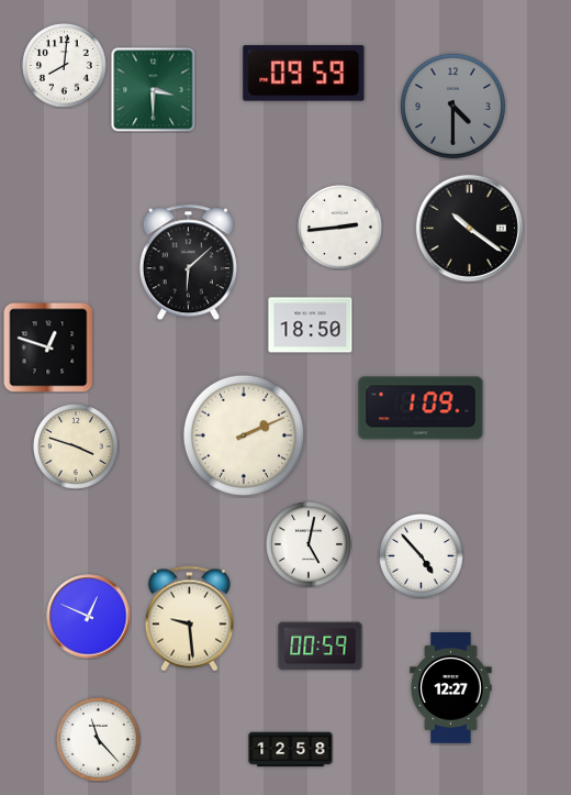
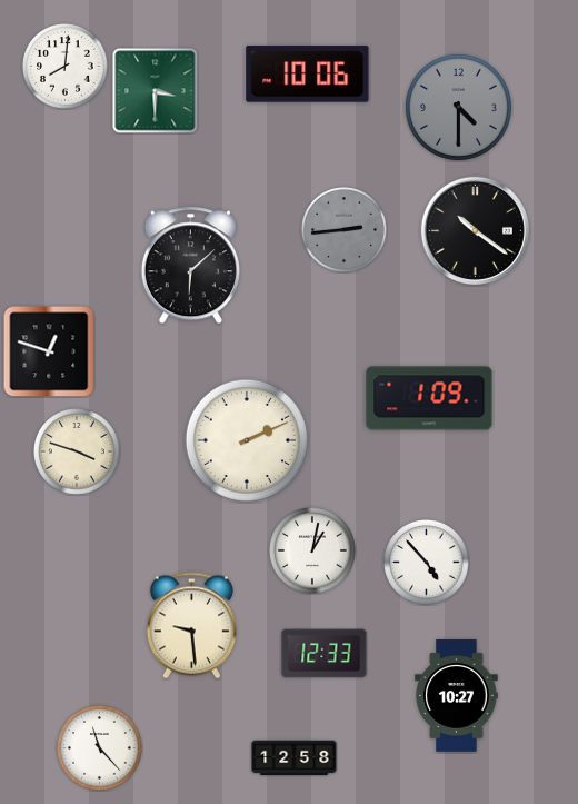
clock at (304, 74): 09:59 -> 10:06
clock at (340, 228) dial: white -> grey
clock at (311, 325): 18:50 -> none
clock at (421, 408) position: (421, 408) -> (429, 398)
clock at (310, 545): 5:02 -> 1:02
clock at (89, 617): 12:49 -> none
clock at (321, 647): 00:59 -> 12:33
clock at (451, 688): 12:27 -> 10:27
